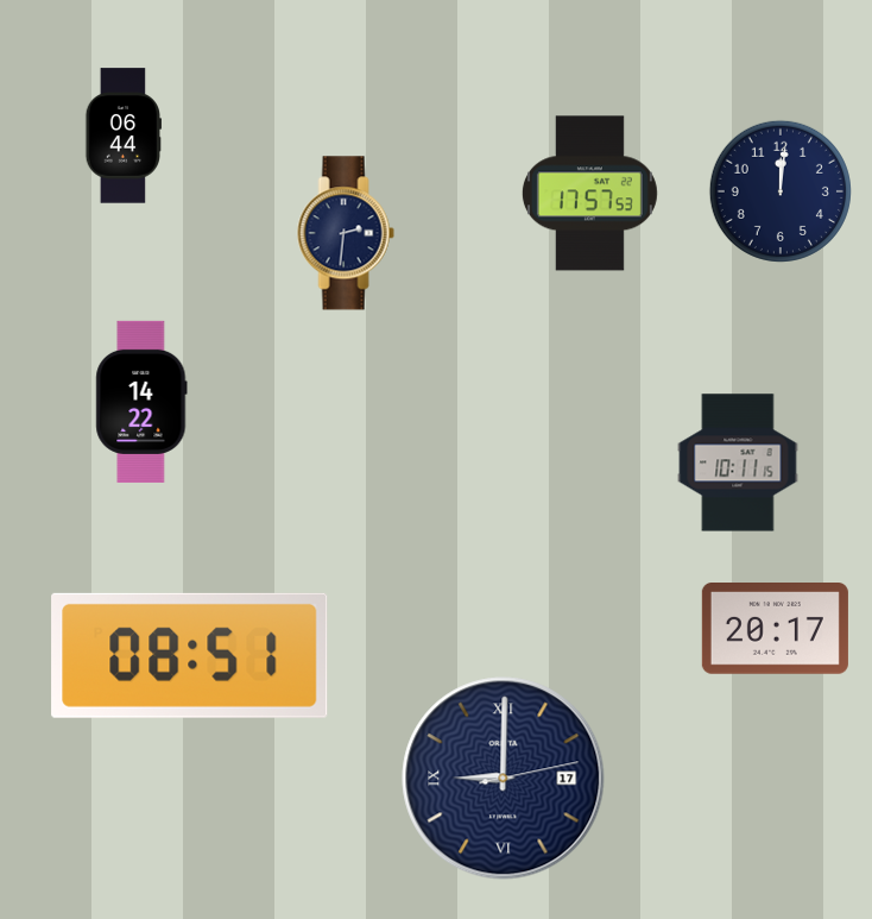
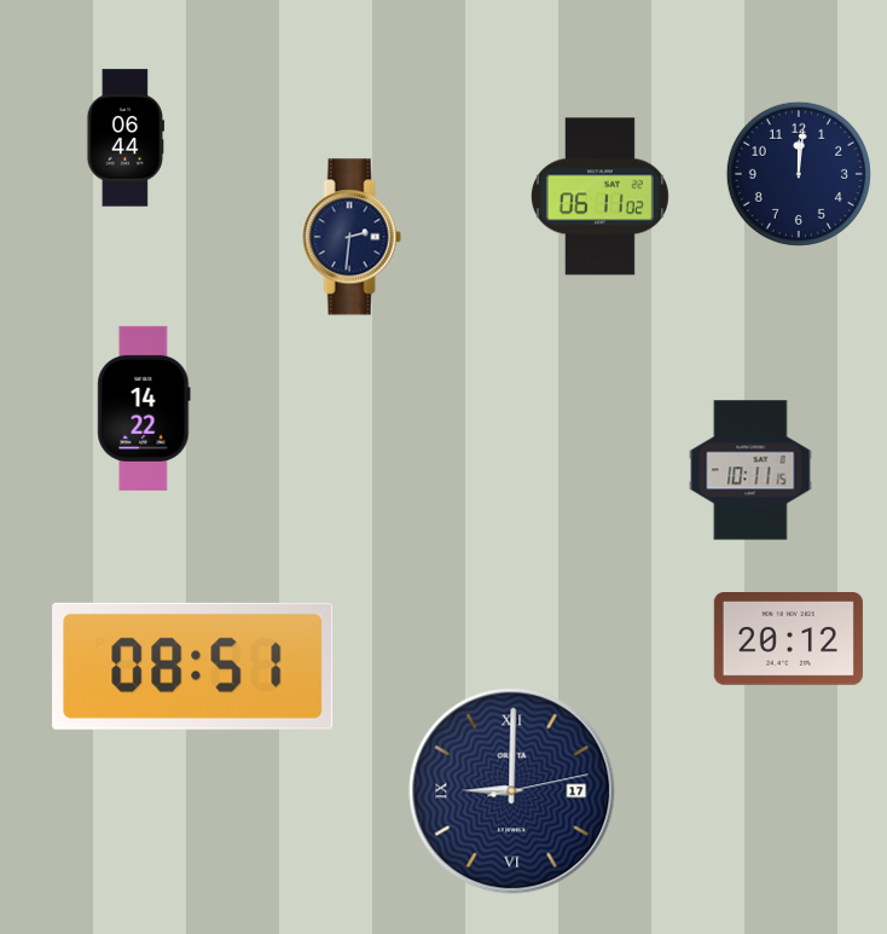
clock at (781, 191) position: (781, 191) -> (799, 174)
clock at (589, 194): 17:57 -> 06:11
clock at (775, 629): 20:17 -> 20:12
